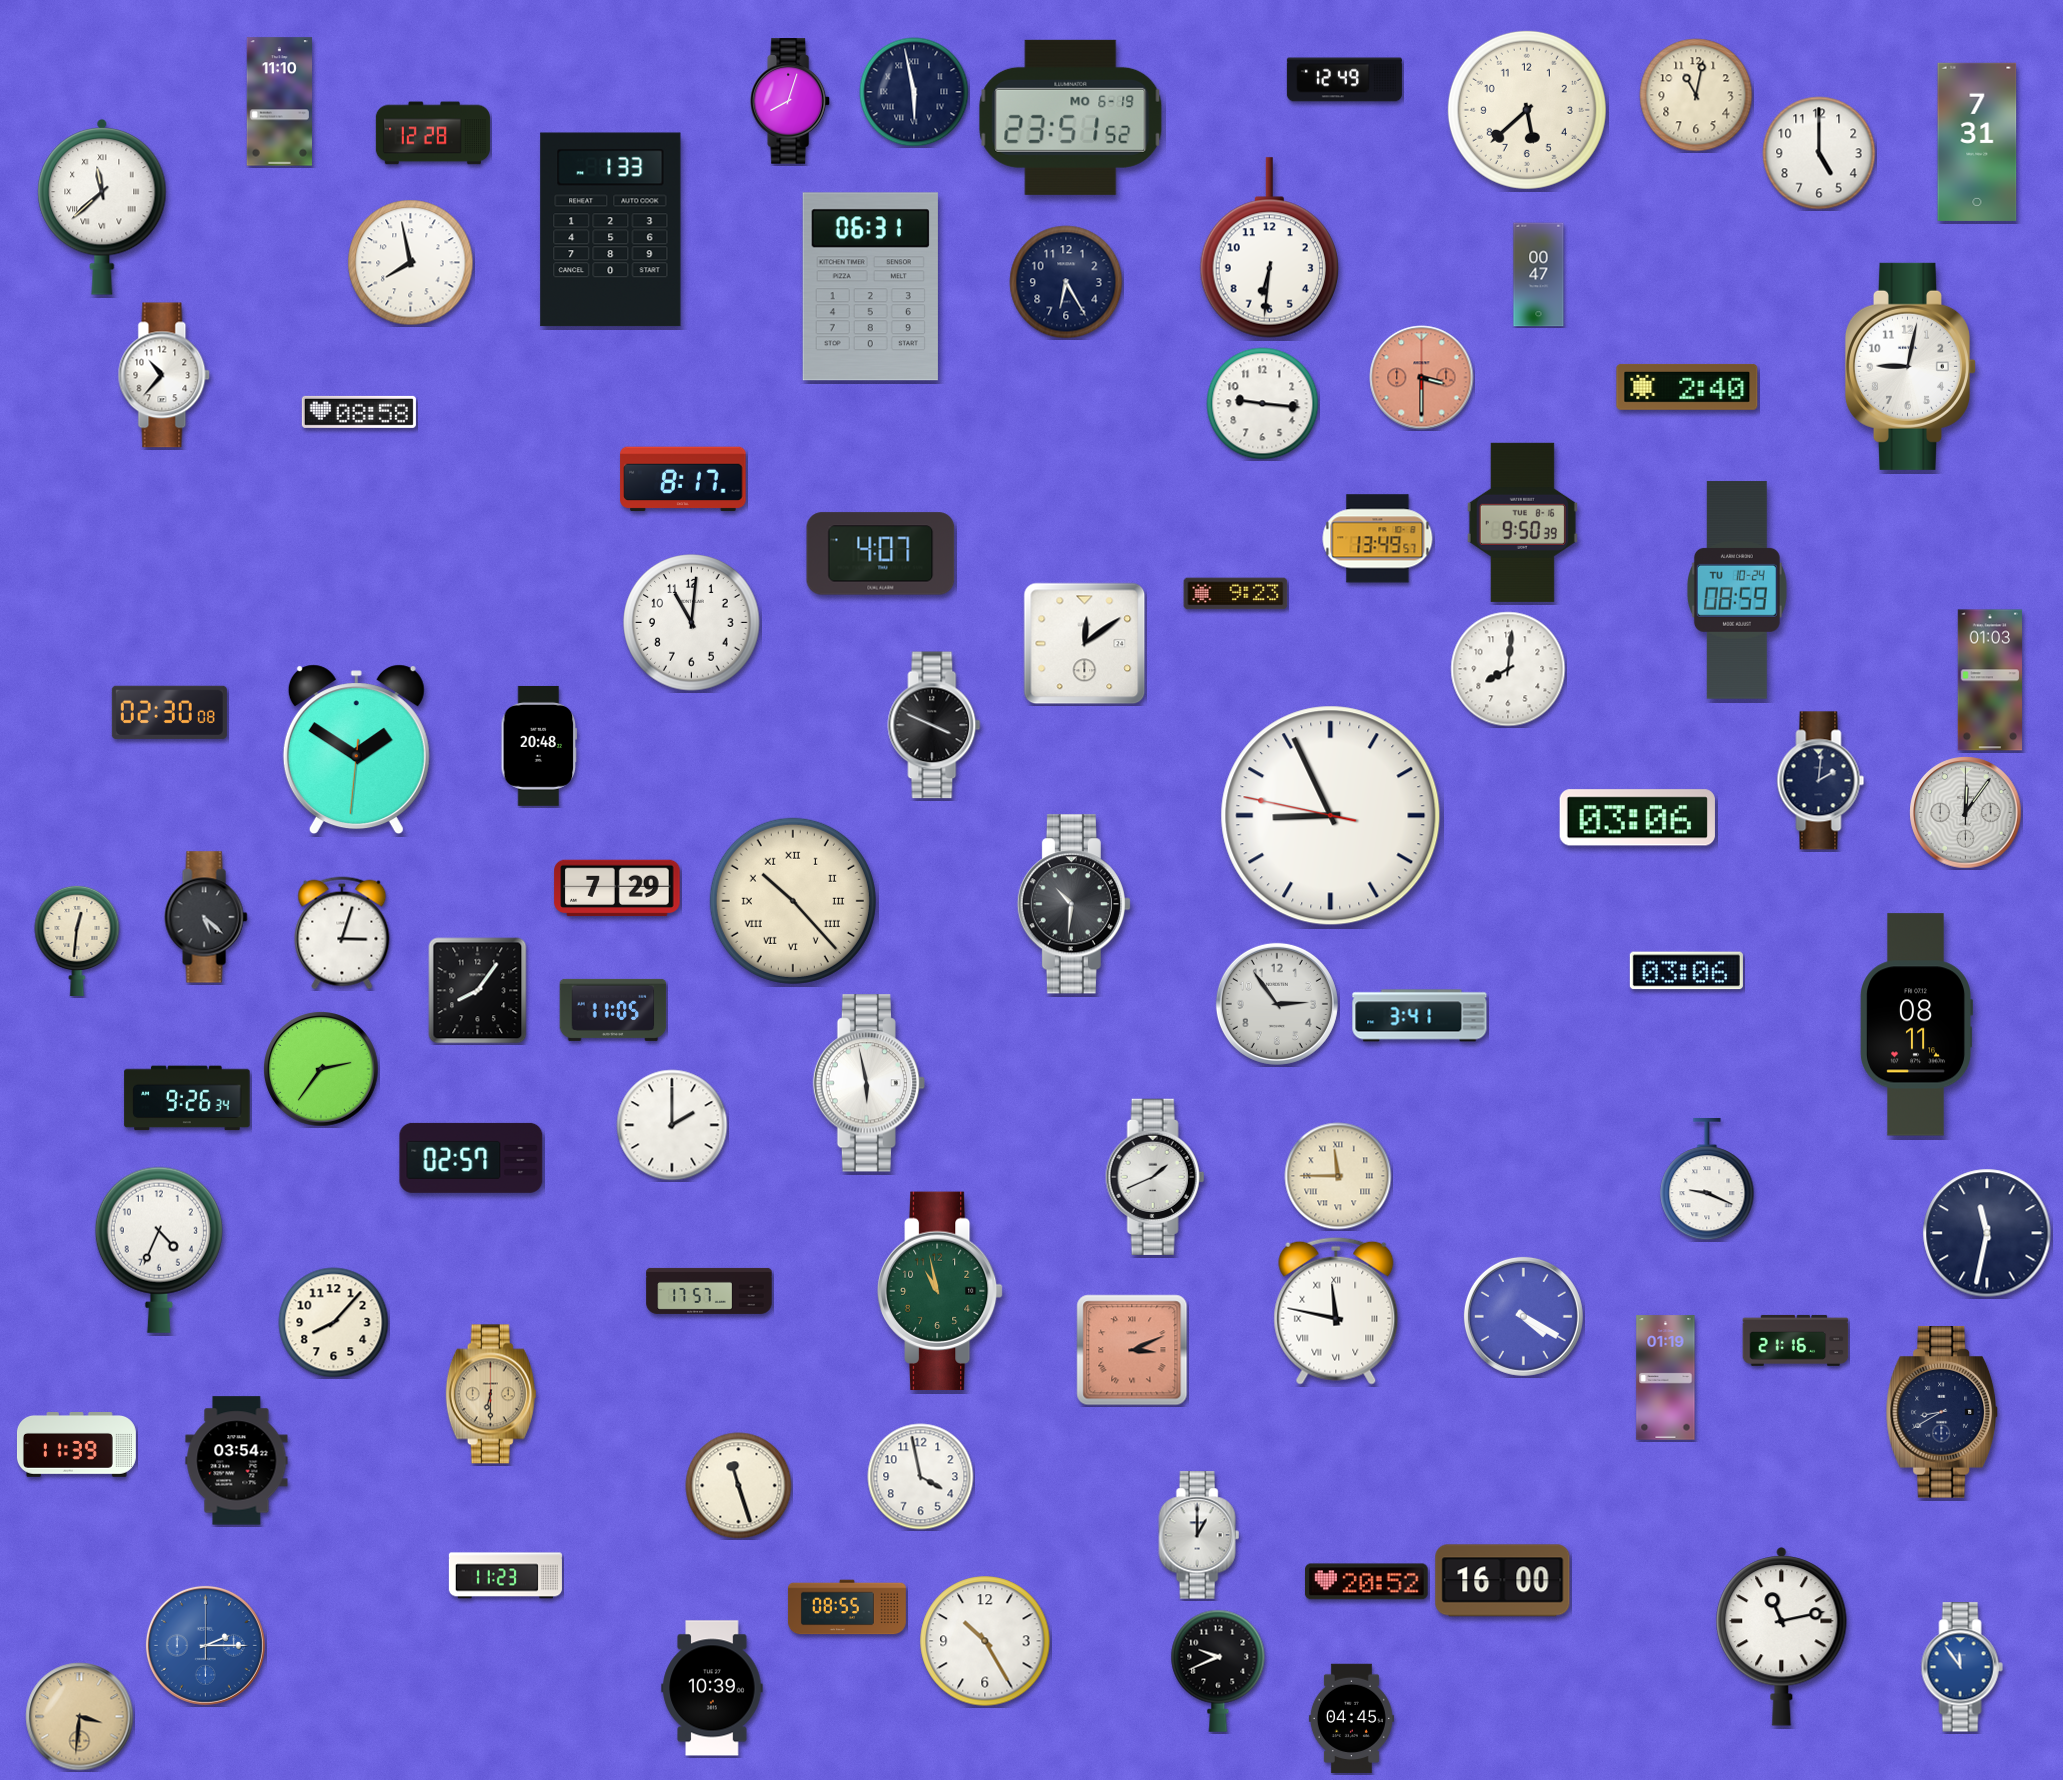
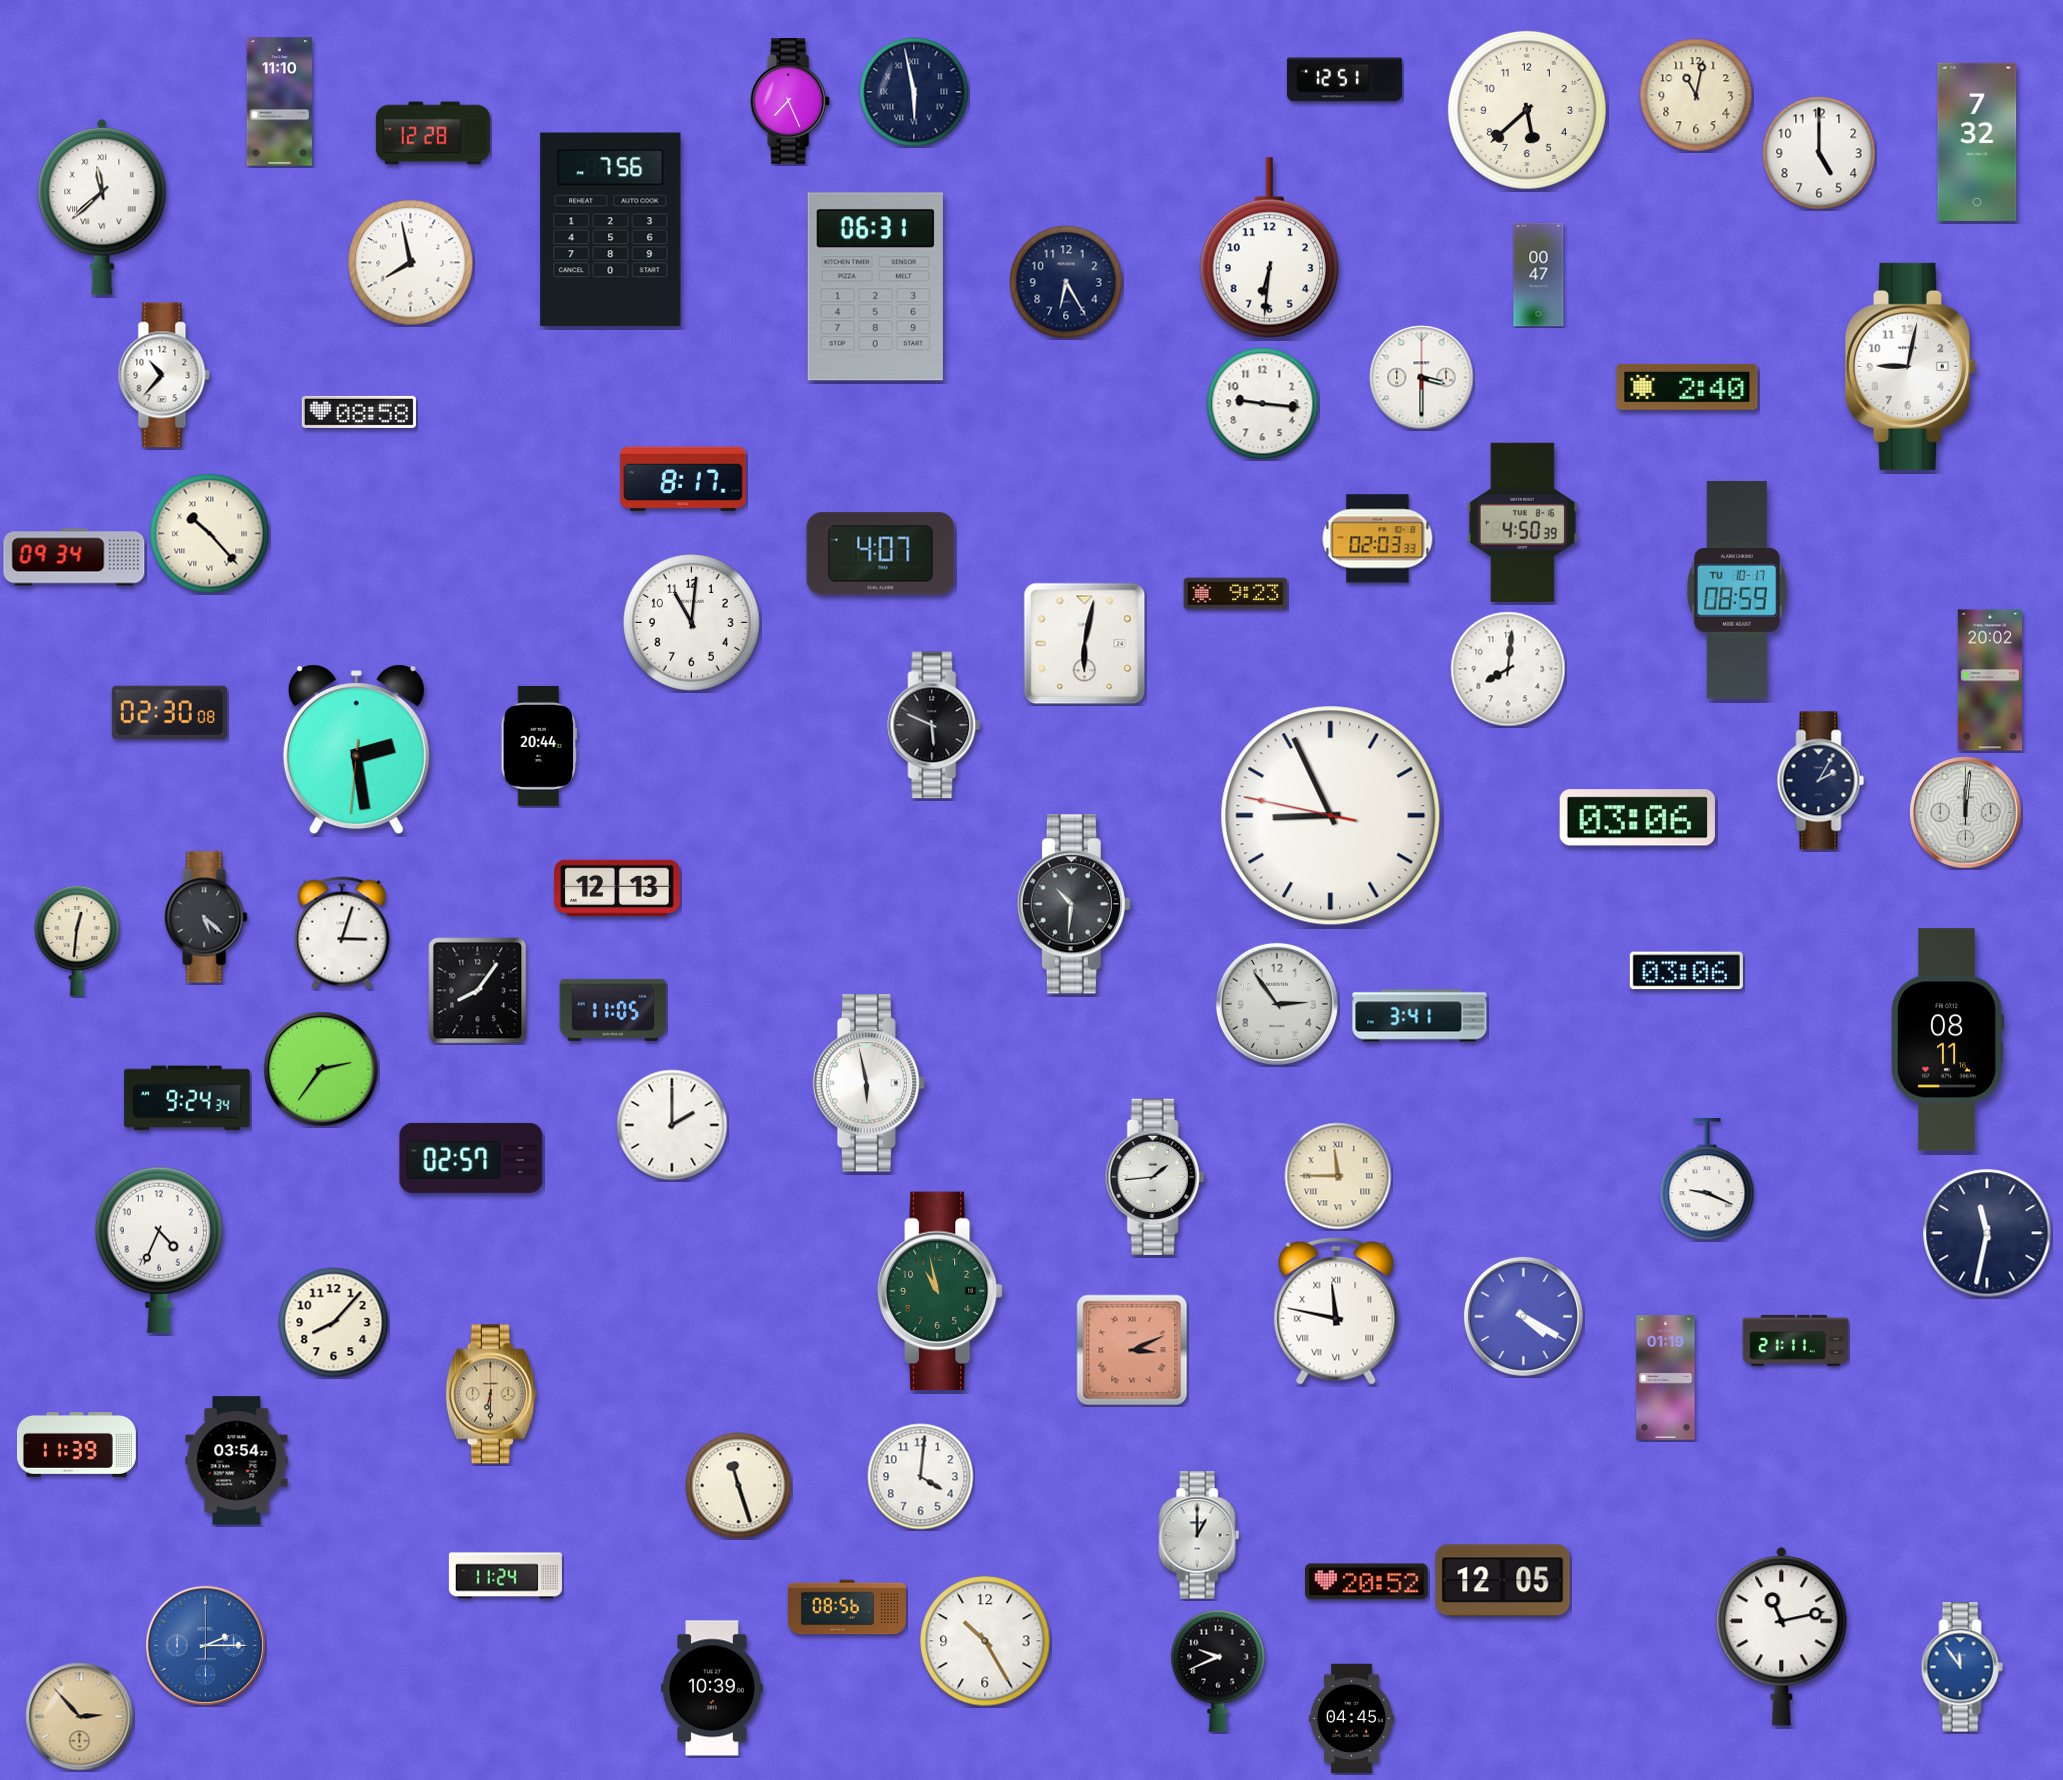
clock at (1344, 80): 12:49 -> 12:51
clock at (790, 101): 8:03 -> 7:26
clock at (1071, 117): 23:51 -> none
clock at (1977, 142): 7:31 -> 7:32
clock at (611, 230): 1:33 -> 7:56
clock at (870, 287) position: (870, 287) -> (875, 287)
clock at (1422, 378) dial: salmon -> white
clock at (1522, 522): 9:50 -> 4:50
clock at (210, 534): none -> 10:23
clock at (1378, 539): 13:49 -> 02:03
clock at (74, 557): none -> 09:34
clock at (1737, 590) date: TU 10-24 -> TU 10-17
clock at (1085, 644): 12:09 -> 6:02
clock at (1990, 680): 01:03 -> 20:02
clock at (934, 725): 3:49 -> 5:49
clock at (539, 746): 20:48 -> 20:44
clock at (356, 750): 1:50 -> 2:28
clock at (1821, 781): 2:01 -> 2:05
clock at (1966, 813): 12:06 -> 12:01
clock at (617, 888): 7:29 -> 12:13
clock at (793, 901): 10:23 -> none
clock at (1916, 1025) position: (1916, 1025) -> (1947, 1040)
clock at (187, 1098): 9:26 -> 9:24
clock at (1155, 1177): 1:41 -> 1:44
clock at (709, 1291): 17:57 -> none
clock at (1796, 1340): 21:16 -> 21:11
clock at (1942, 1412): 8:40 -> none
clock at (921, 1477): 3:58 -> 4:01
clock at (505, 1576): 11:23 -> 11:24
clock at (1503, 1581): 16:00 -> 12:05
clock at (847, 1607): 08:55 -> 08:56
clock at (80, 1717): 3:31 -> 2:53
